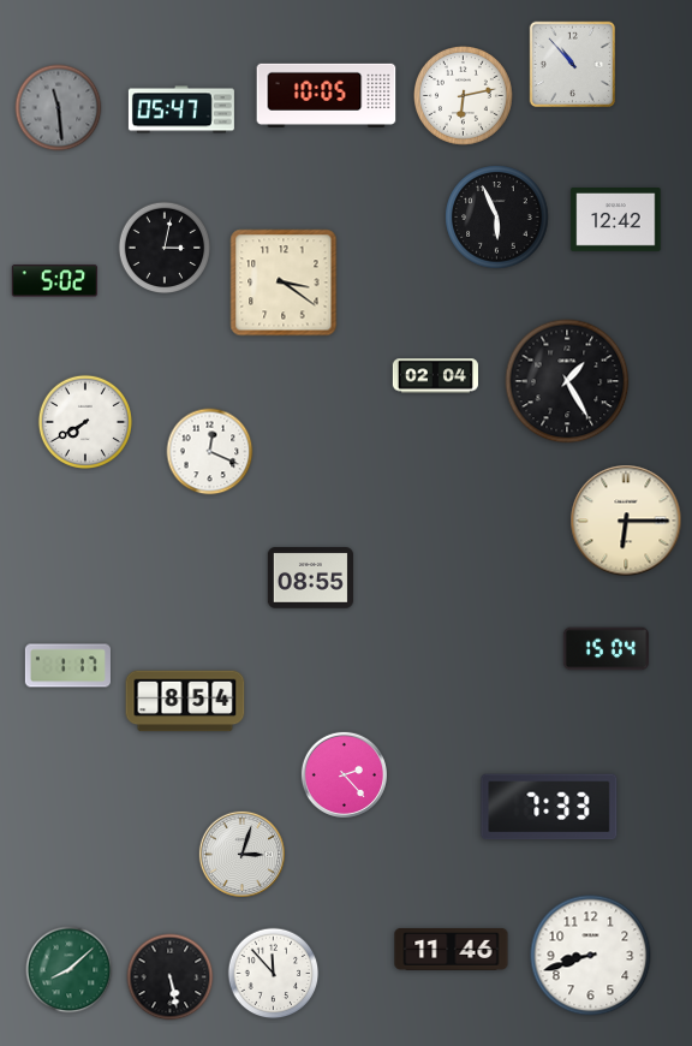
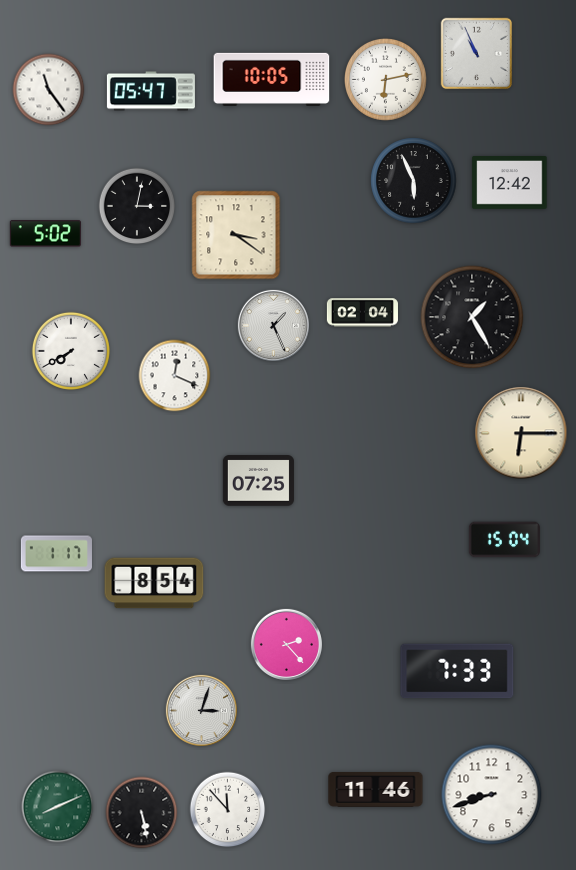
clock at (573, 65): 10:53 -> 10:56
clock at (59, 108): 11:29 -> 11:24
clock at (59, 108) dial: grey -> white
clock at (616, 220) position: (616, 220) -> (510, 183)
clock at (273, 325): none -> 1:26
clock at (310, 578): 08:55 -> 07:25
clock at (70, 970): 8:08 -> 8:11
